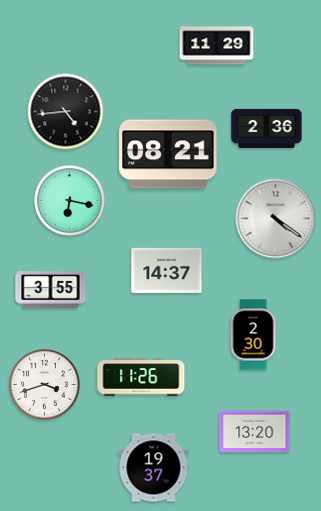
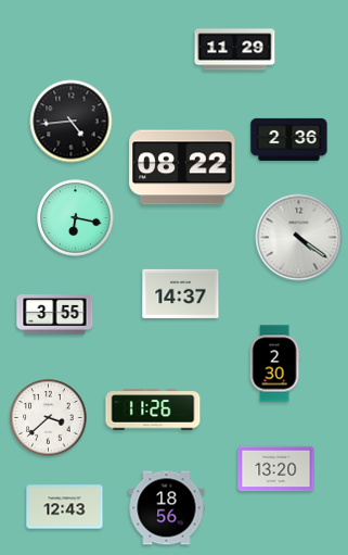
clock at (168, 154): 08:21 -> 08:22
clock at (45, 385): 3:42 -> 3:38
clock at (65, 507): none -> 12:43
clock at (154, 468): 19:37 -> 18:56
